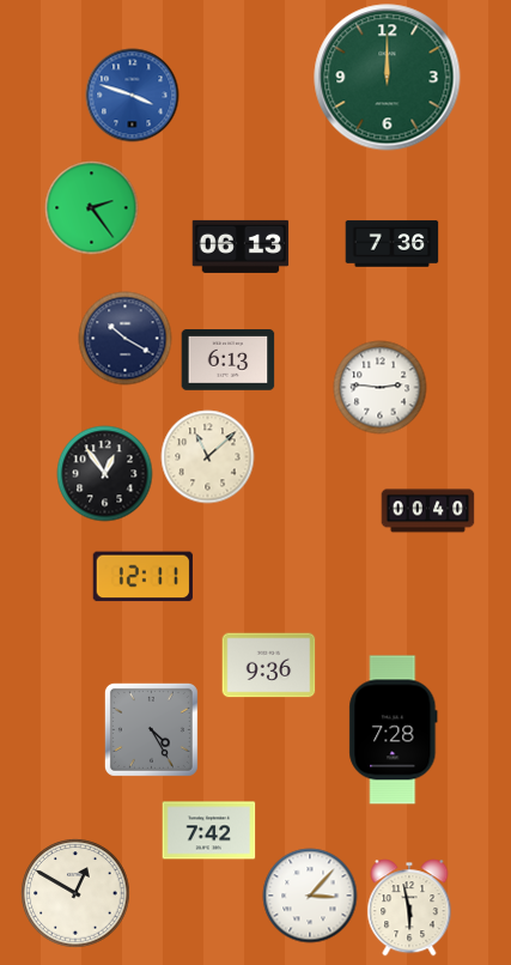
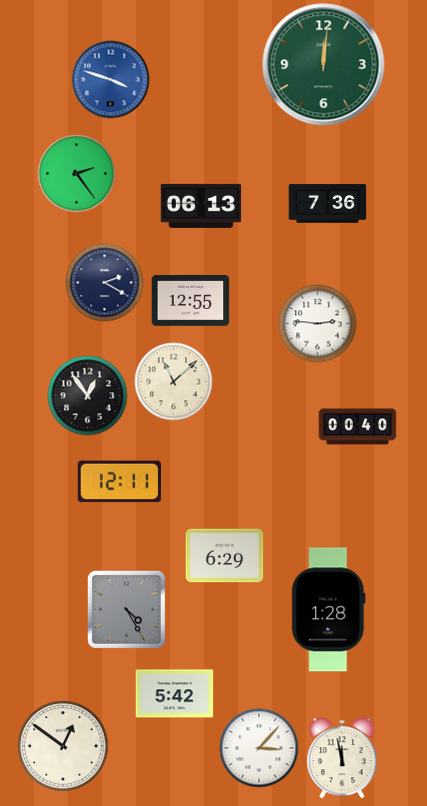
clock at (388, 78): 12:00 -> 12:01
clock at (124, 338): 10:20 -> 2:20
clock at (227, 360): 6:13 -> 12:55
clock at (268, 666): 9:36 -> 6:29
clock at (394, 730): 7:28 -> 1:28
clock at (208, 831): 7:42 -> 5:42
clock at (75, 893): 12:50 -> 12:51
clock at (409, 908): 5:58 -> 11:58
